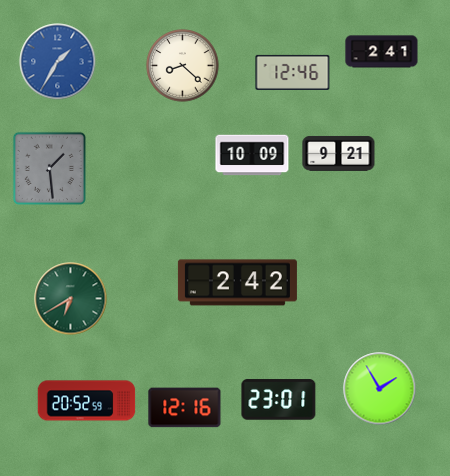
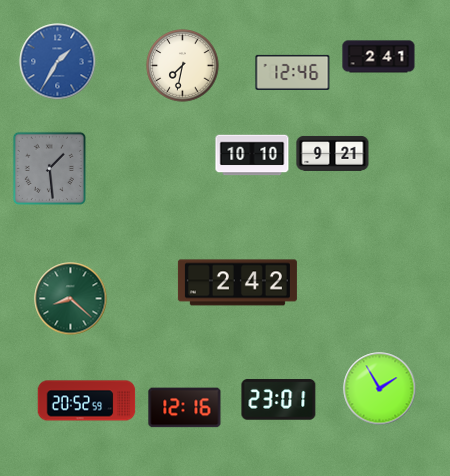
clock at (382, 52) position: (382, 52) -> (379, 57)
clock at (183, 66): 8:22 -> 7:32
clock at (339, 153) position: (339, 153) -> (333, 153)
clock at (252, 155): 10:09 -> 10:10
clock at (71, 299): 6:40 -> 8:22
